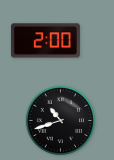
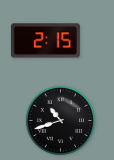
clock at (45, 41): 2:00 -> 2:15
